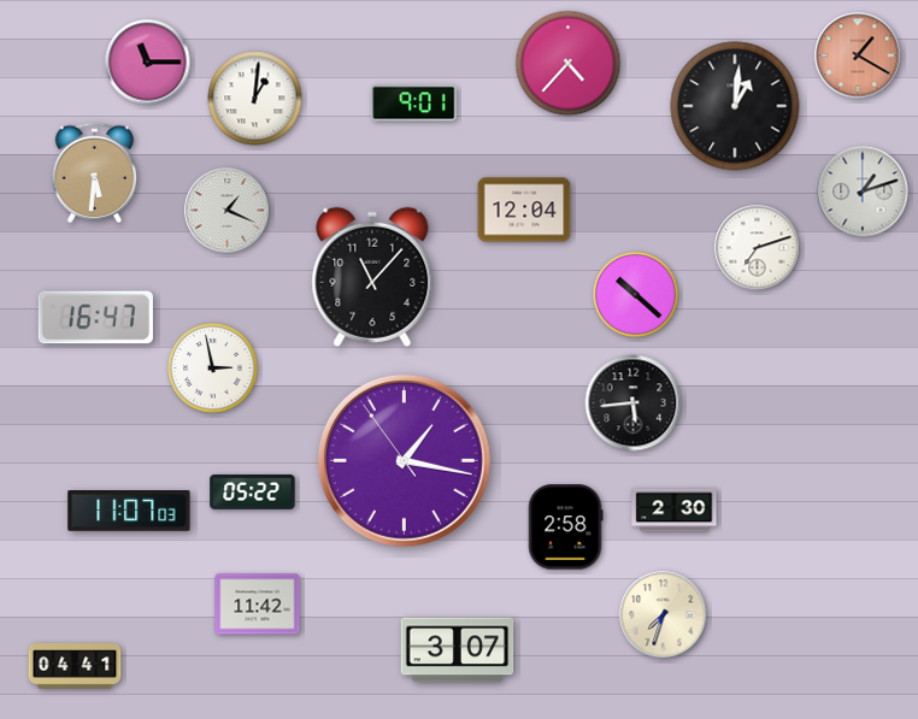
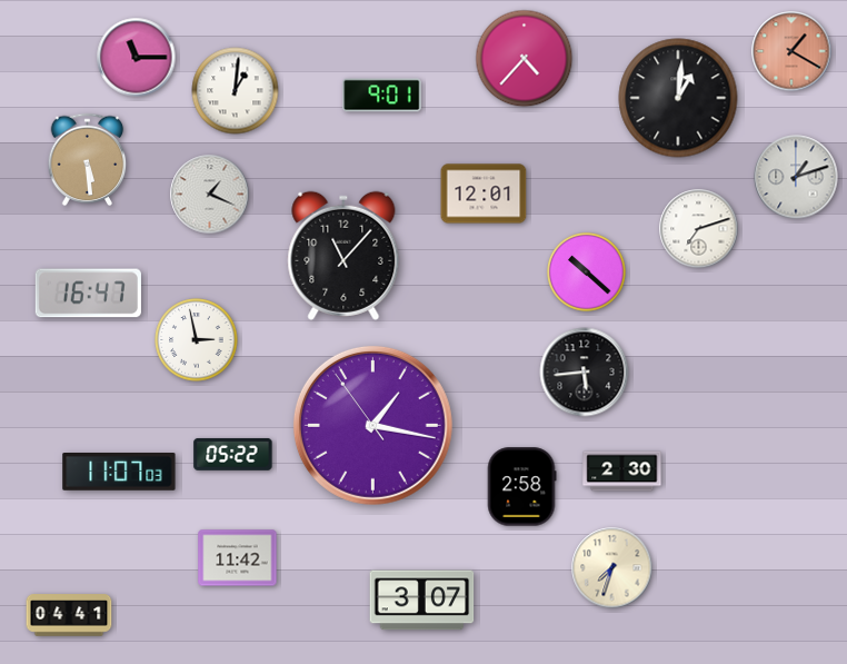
clock at (95, 173): 5:31 -> 5:29
clock at (524, 210): 12:04 -> 12:01
